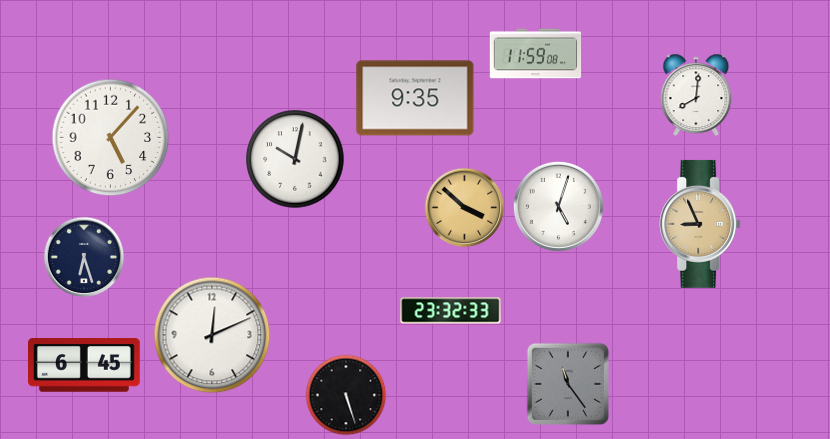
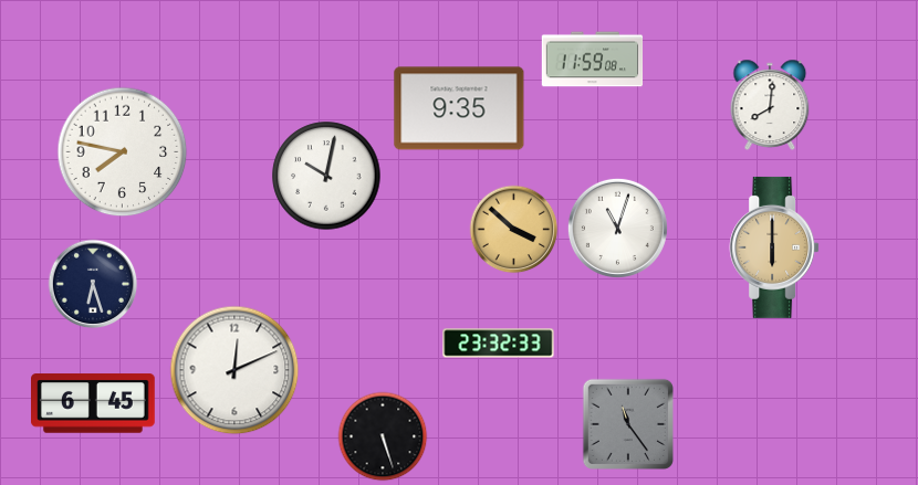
clock at (111, 138): 5:07 -> 7:47
clock at (558, 206): 5:03 -> 11:03
clock at (700, 224): 8:56 -> 6:00
